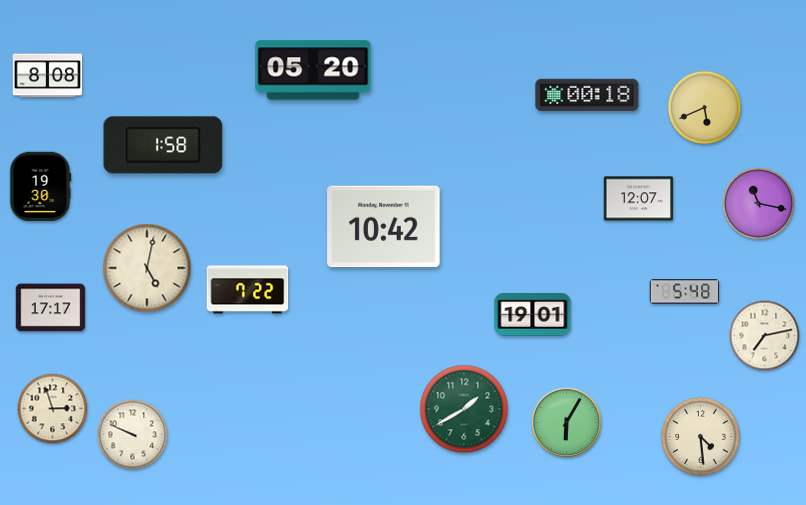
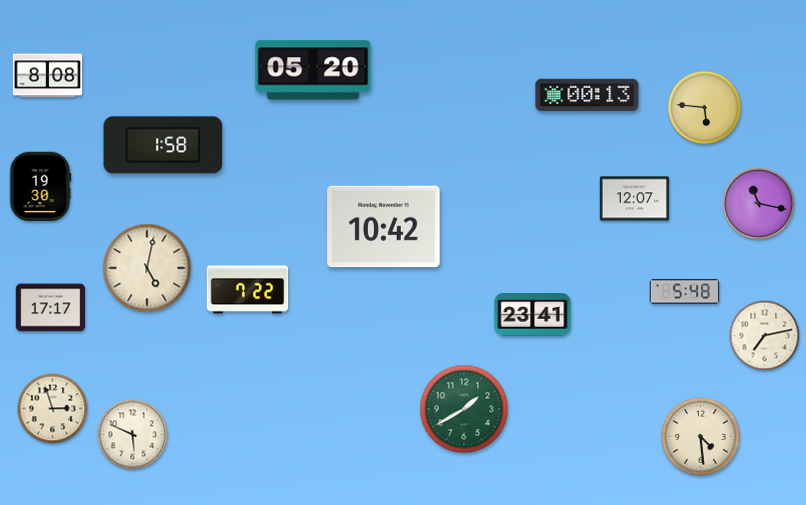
clock at (587, 95): 00:18 -> 00:13
clock at (705, 108): 5:41 -> 5:46
clock at (639, 199) position: (639, 199) -> (635, 199)
clock at (533, 315): 19:01 -> 23:41
clock at (566, 422): 6:05 -> none
clock at (133, 435): 9:49 -> 5:49
